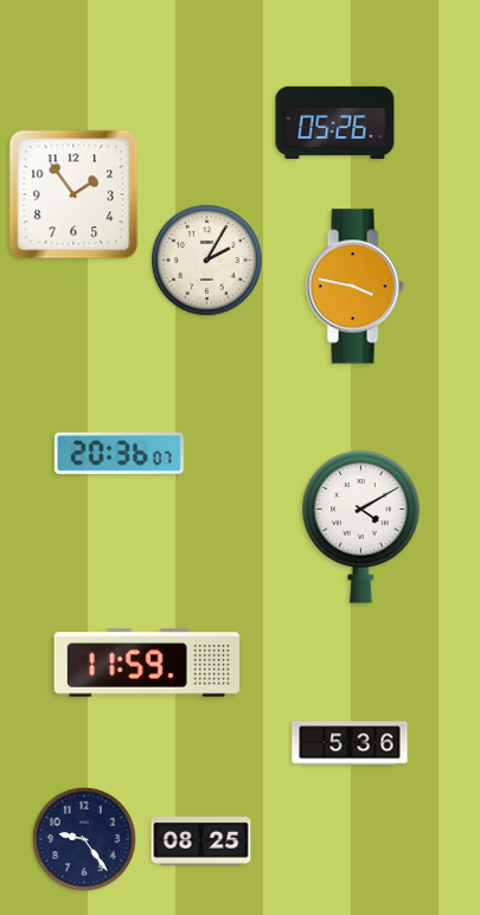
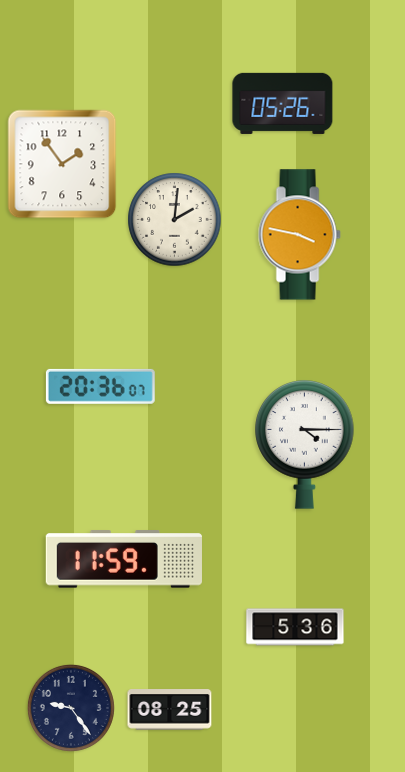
clock at (207, 261): 2:05 -> 2:01
clock at (354, 287) position: (354, 287) -> (299, 235)
clock at (119, 453) position: (119, 453) -> (100, 386)
clock at (361, 527): 4:10 -> 4:15
